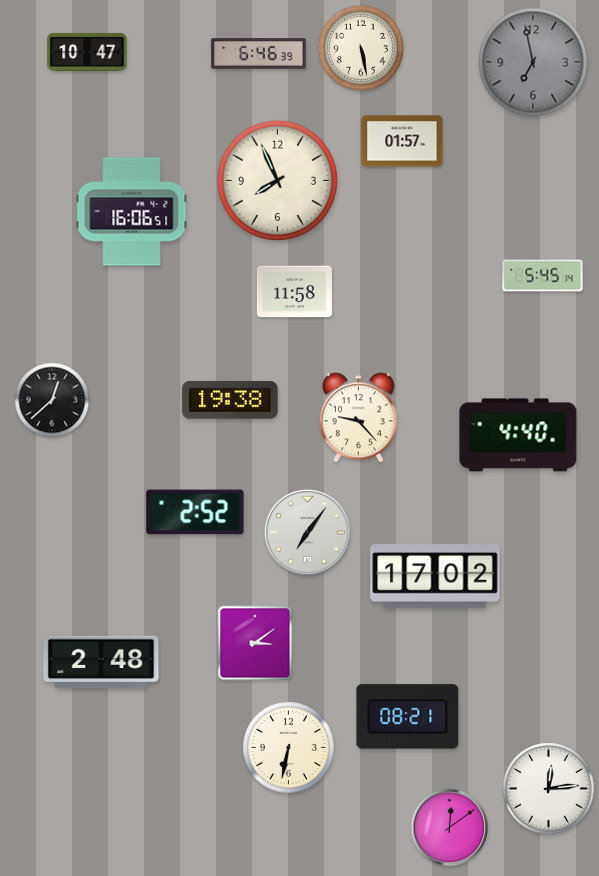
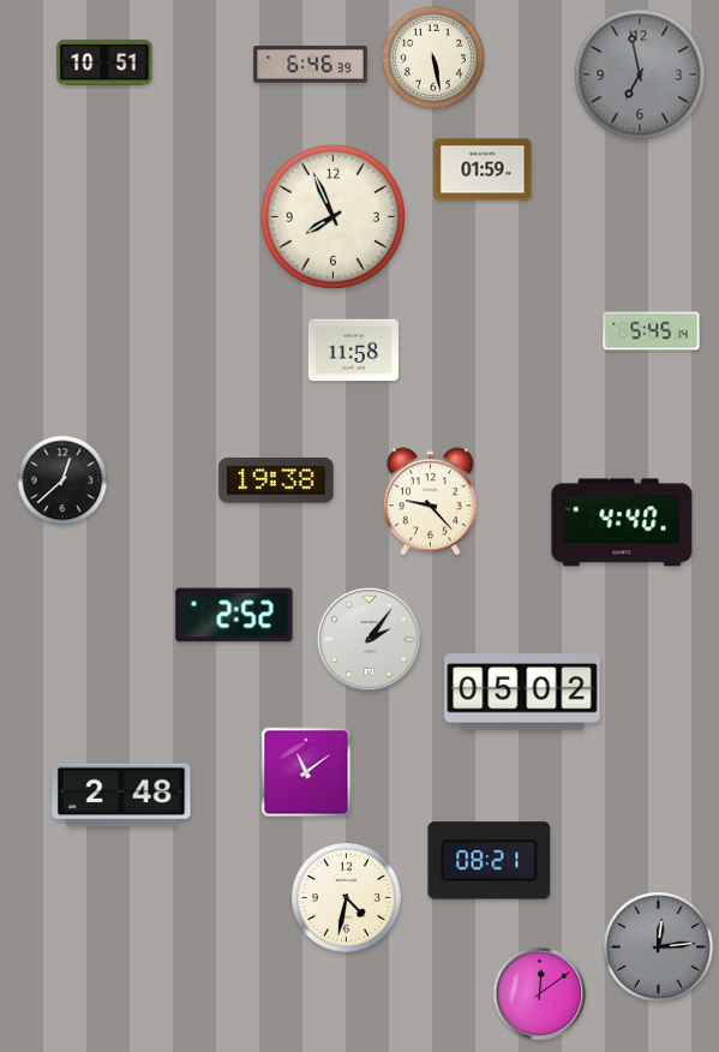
clock at (87, 52): 10:47 -> 10:51
clock at (402, 141): 01:57 -> 01:59
clock at (132, 212): 16:06 -> none
clock at (307, 532): 7:06 -> 2:06
clock at (435, 576): 17:02 -> 05:02
clock at (255, 643): 3:09 -> 11:09
clock at (289, 748): 6:32 -> 4:32
clock at (549, 789) dial: white -> grey
